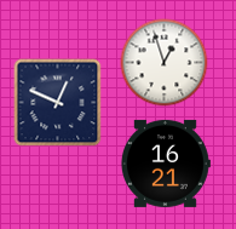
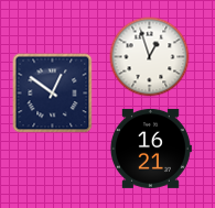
clock at (58, 103): 12:49 -> 12:51
